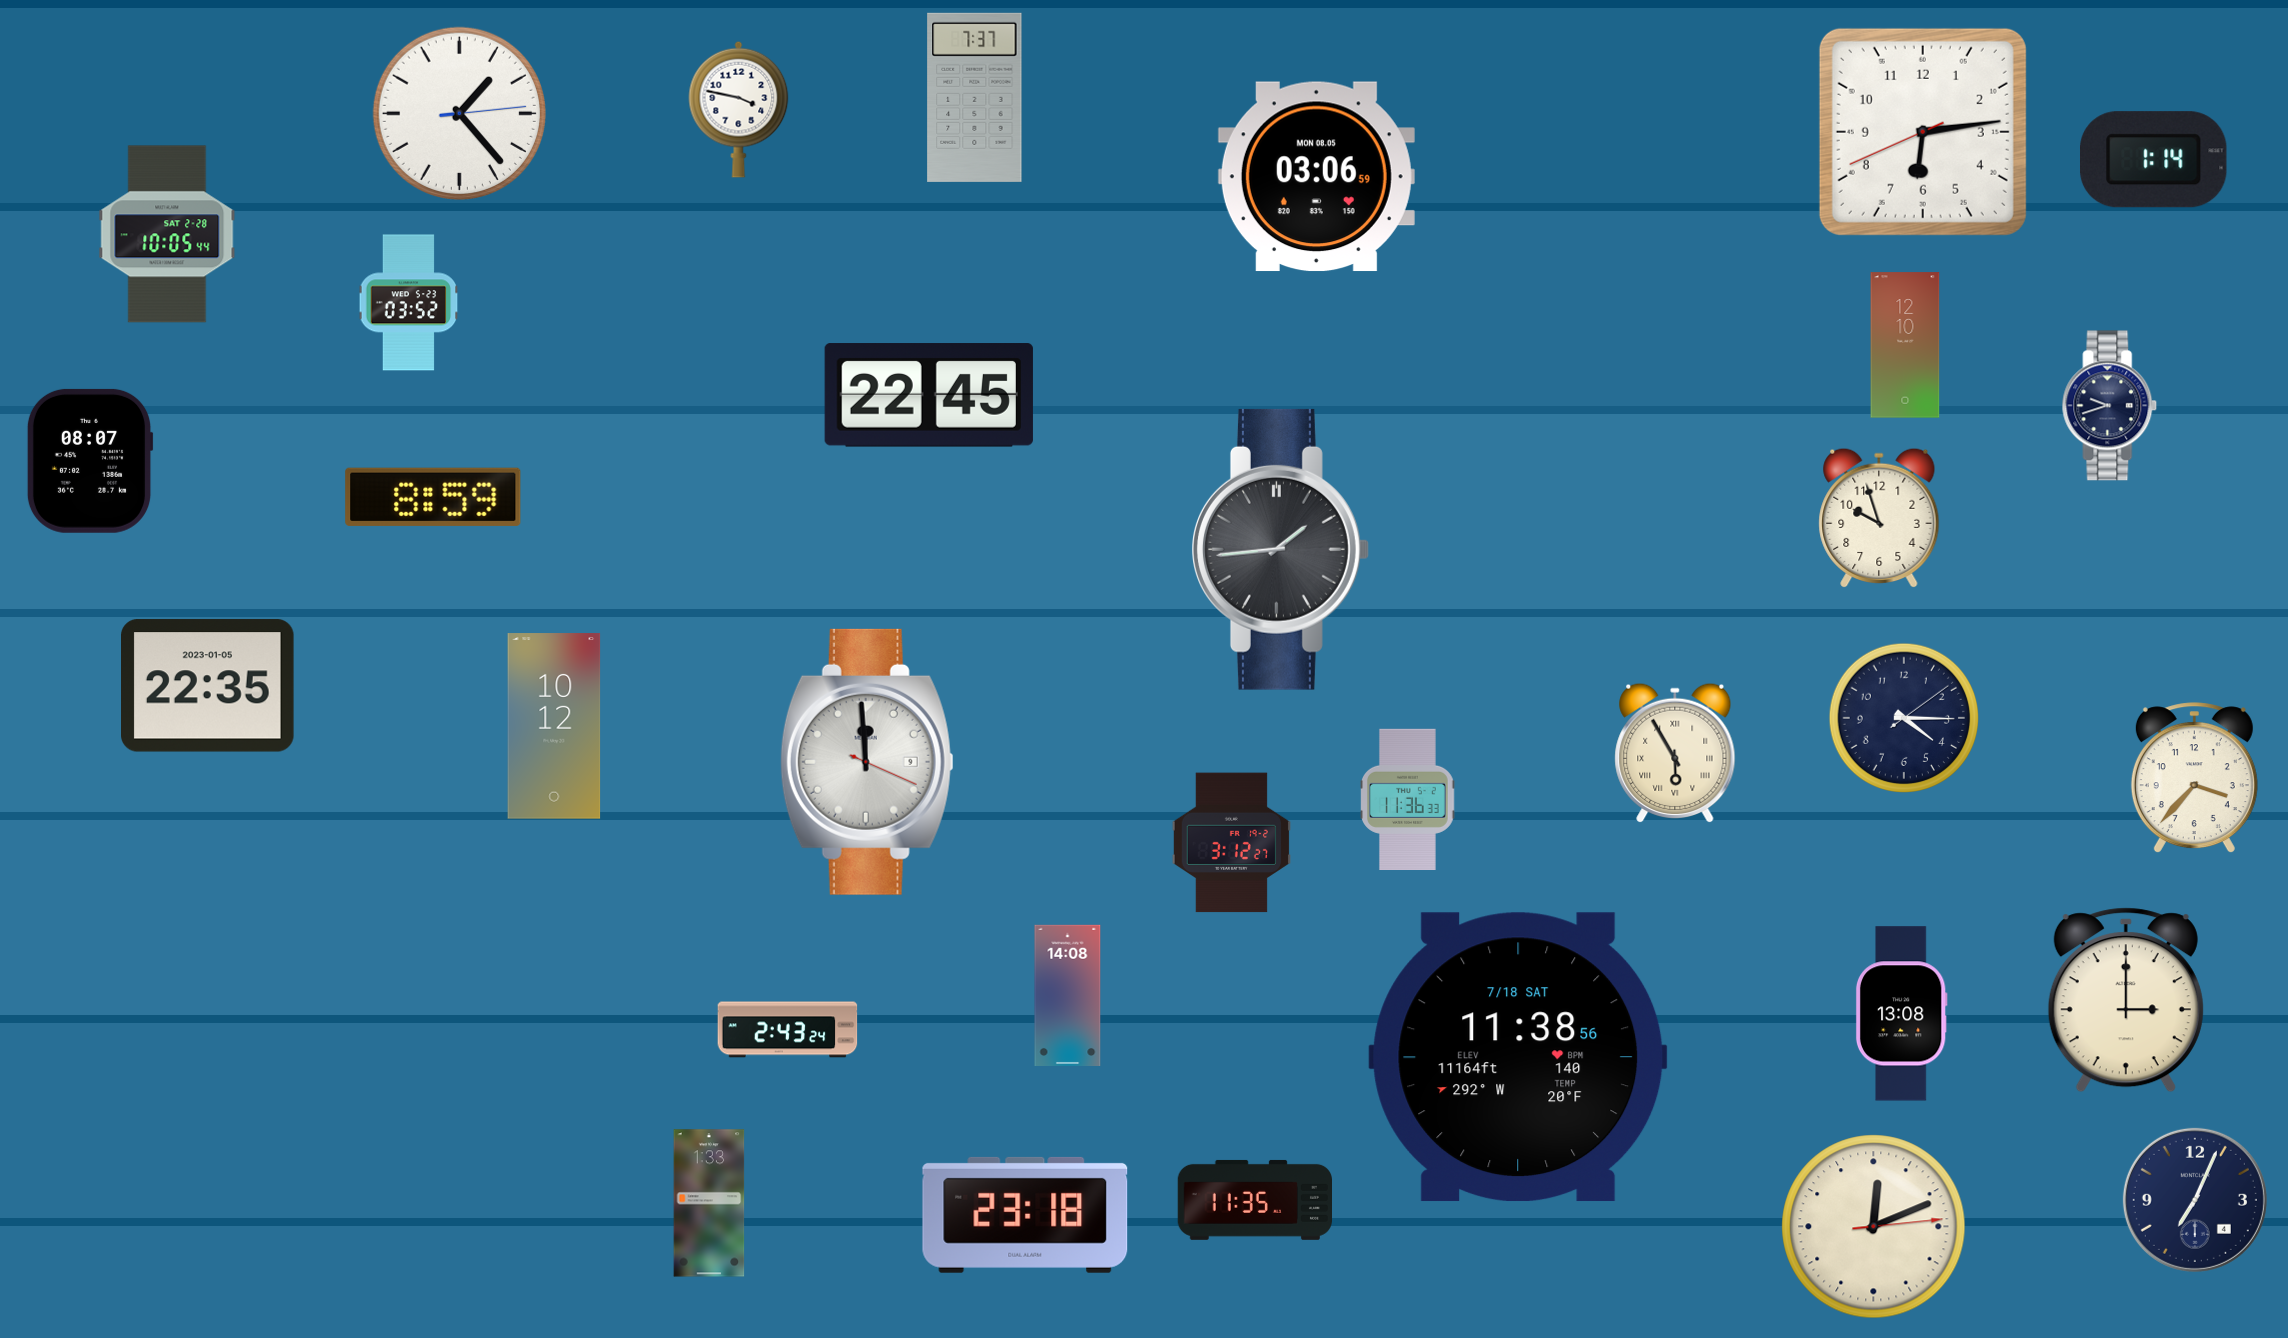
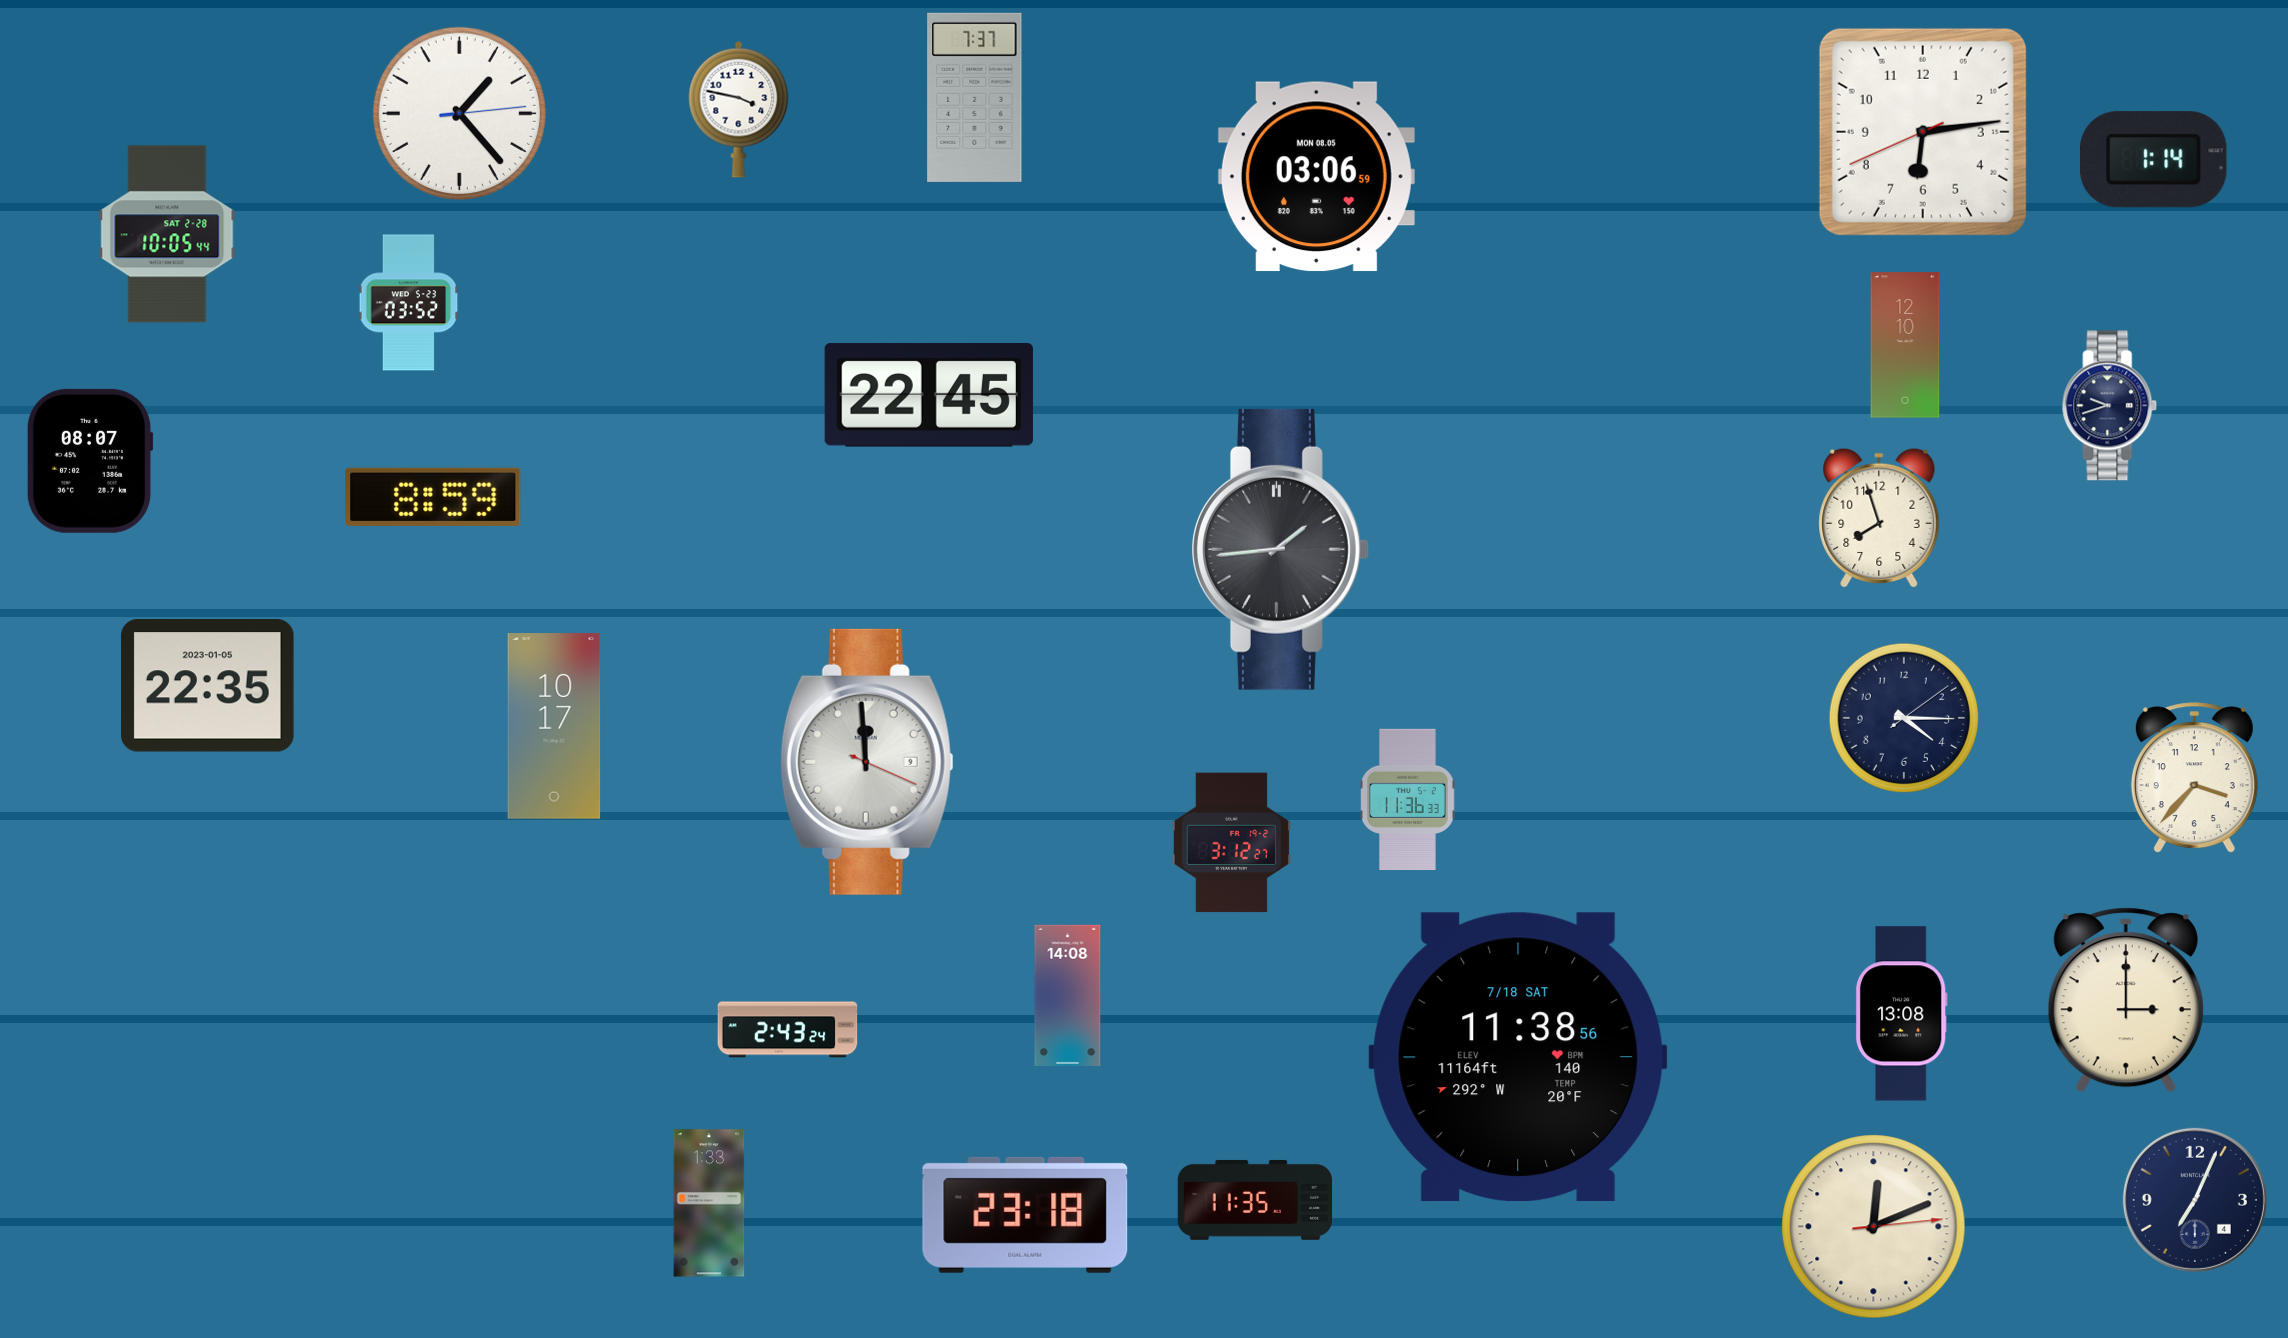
clock at (1879, 518): 9:57 -> 7:57
clock at (554, 726): 10:12 -> 10:17
clock at (1675, 753): 5:55 -> none
